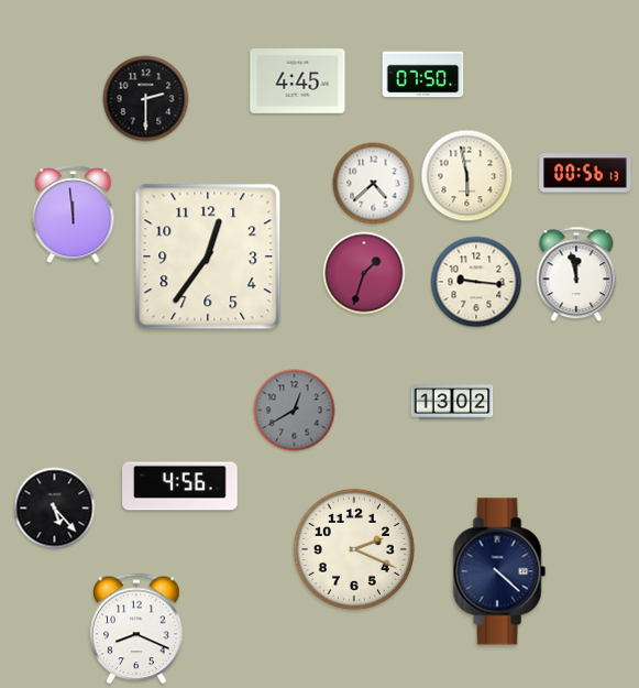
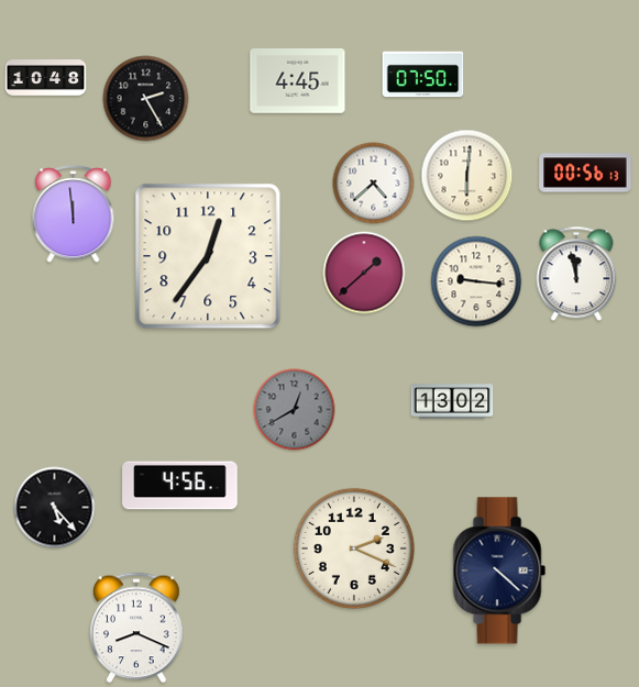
clock at (46, 78): none -> 10:48
clock at (146, 99): 2:30 -> 2:25
clock at (467, 176): 5:58 -> 6:01
clock at (364, 273): 1:33 -> 1:38
